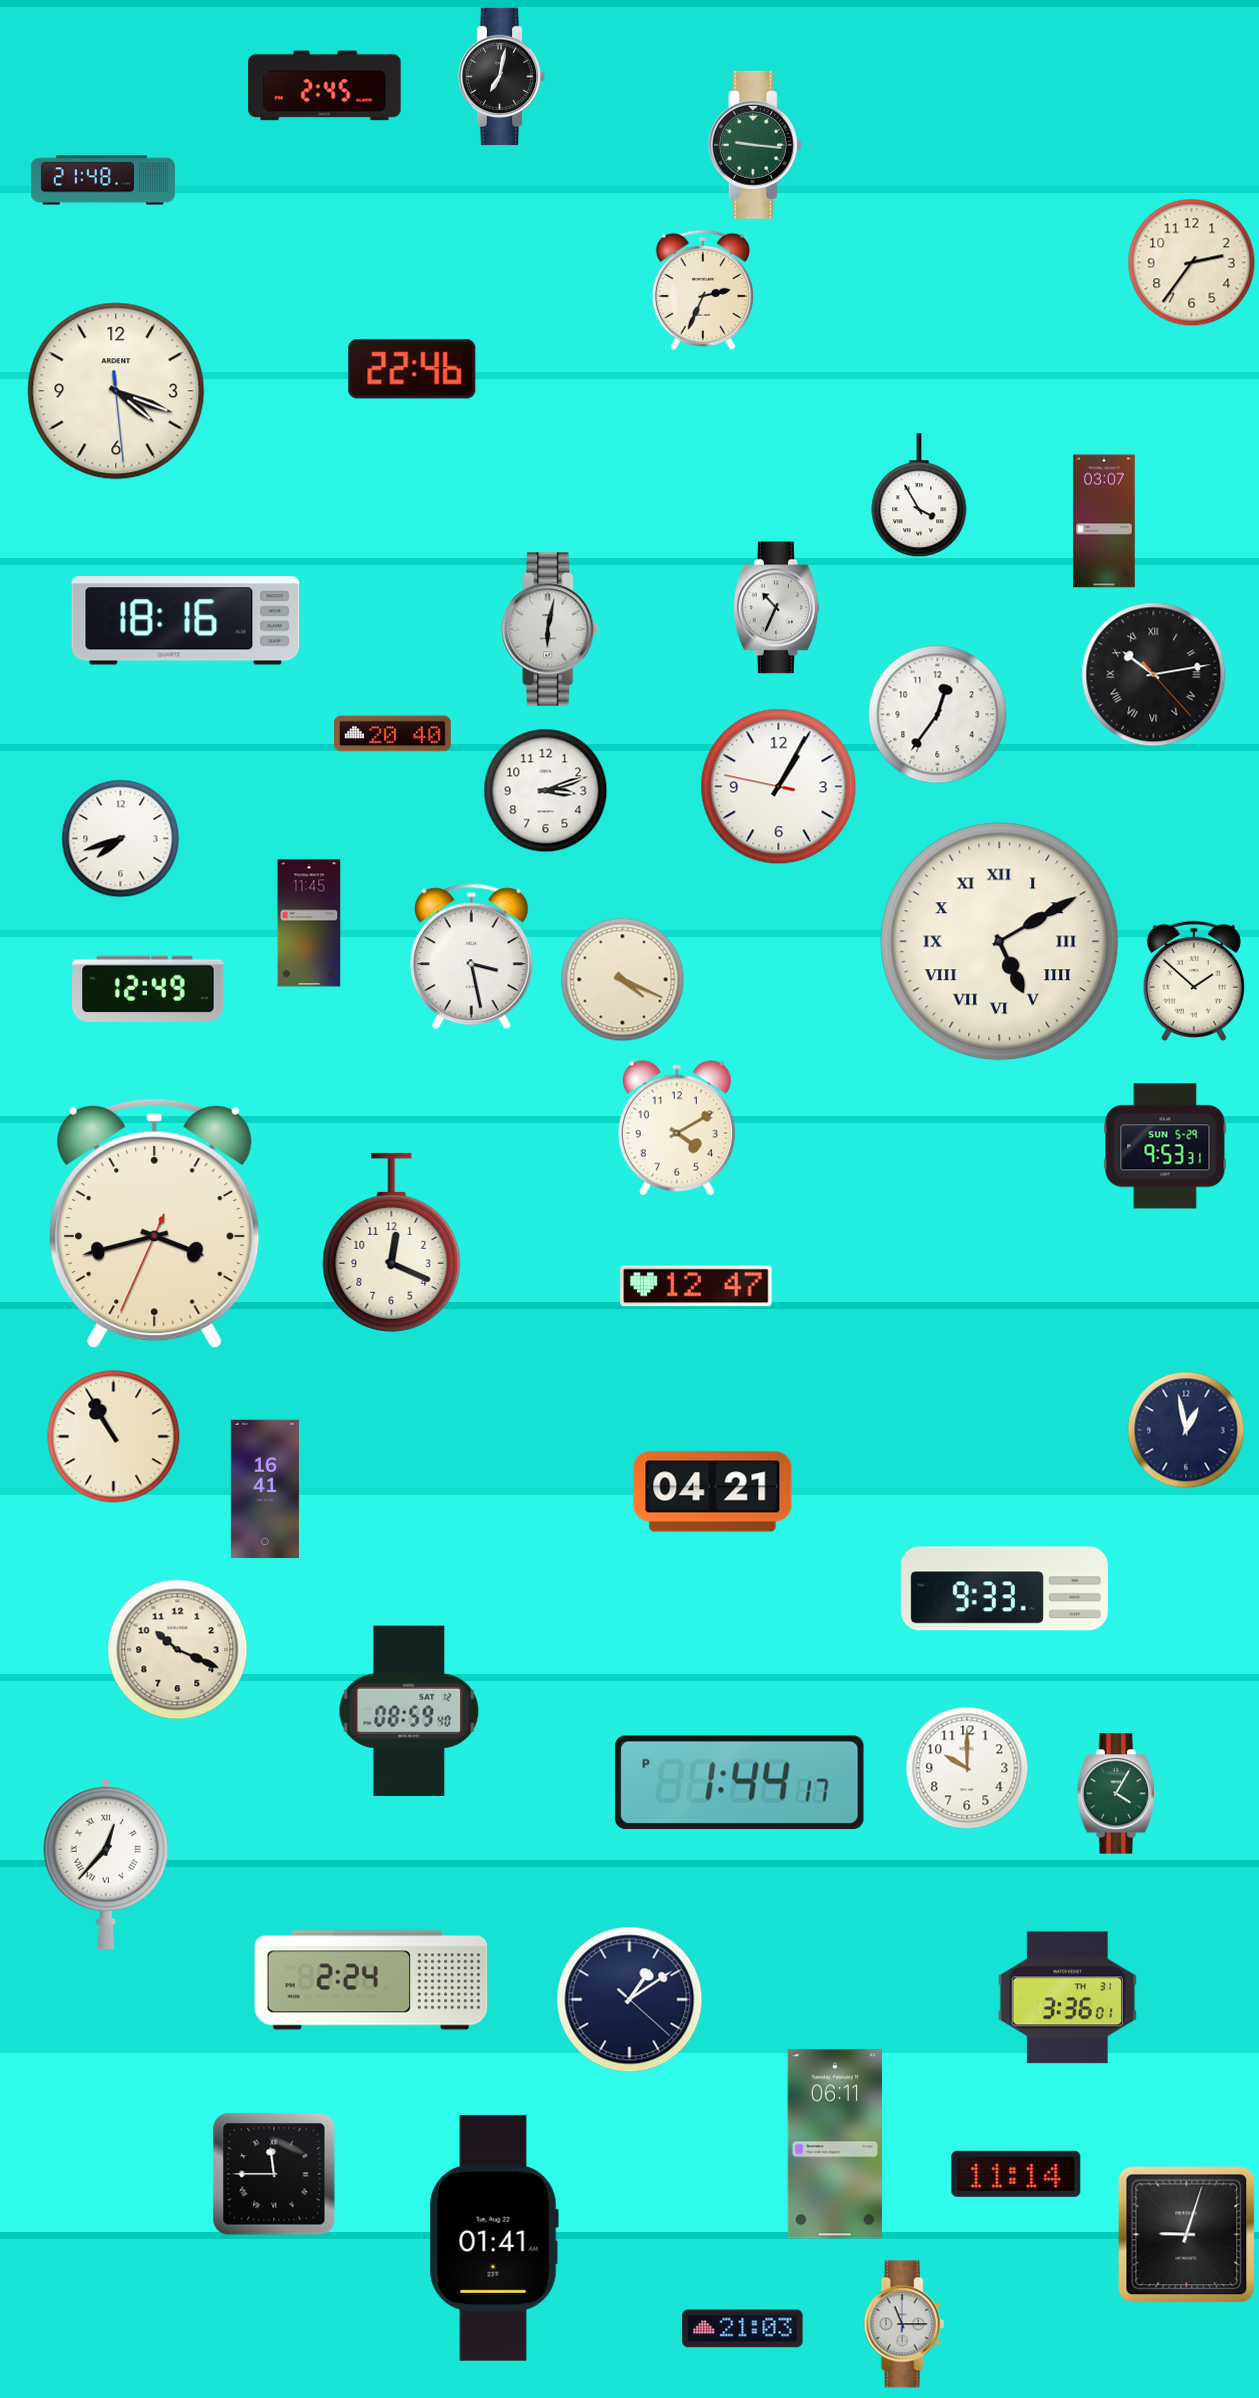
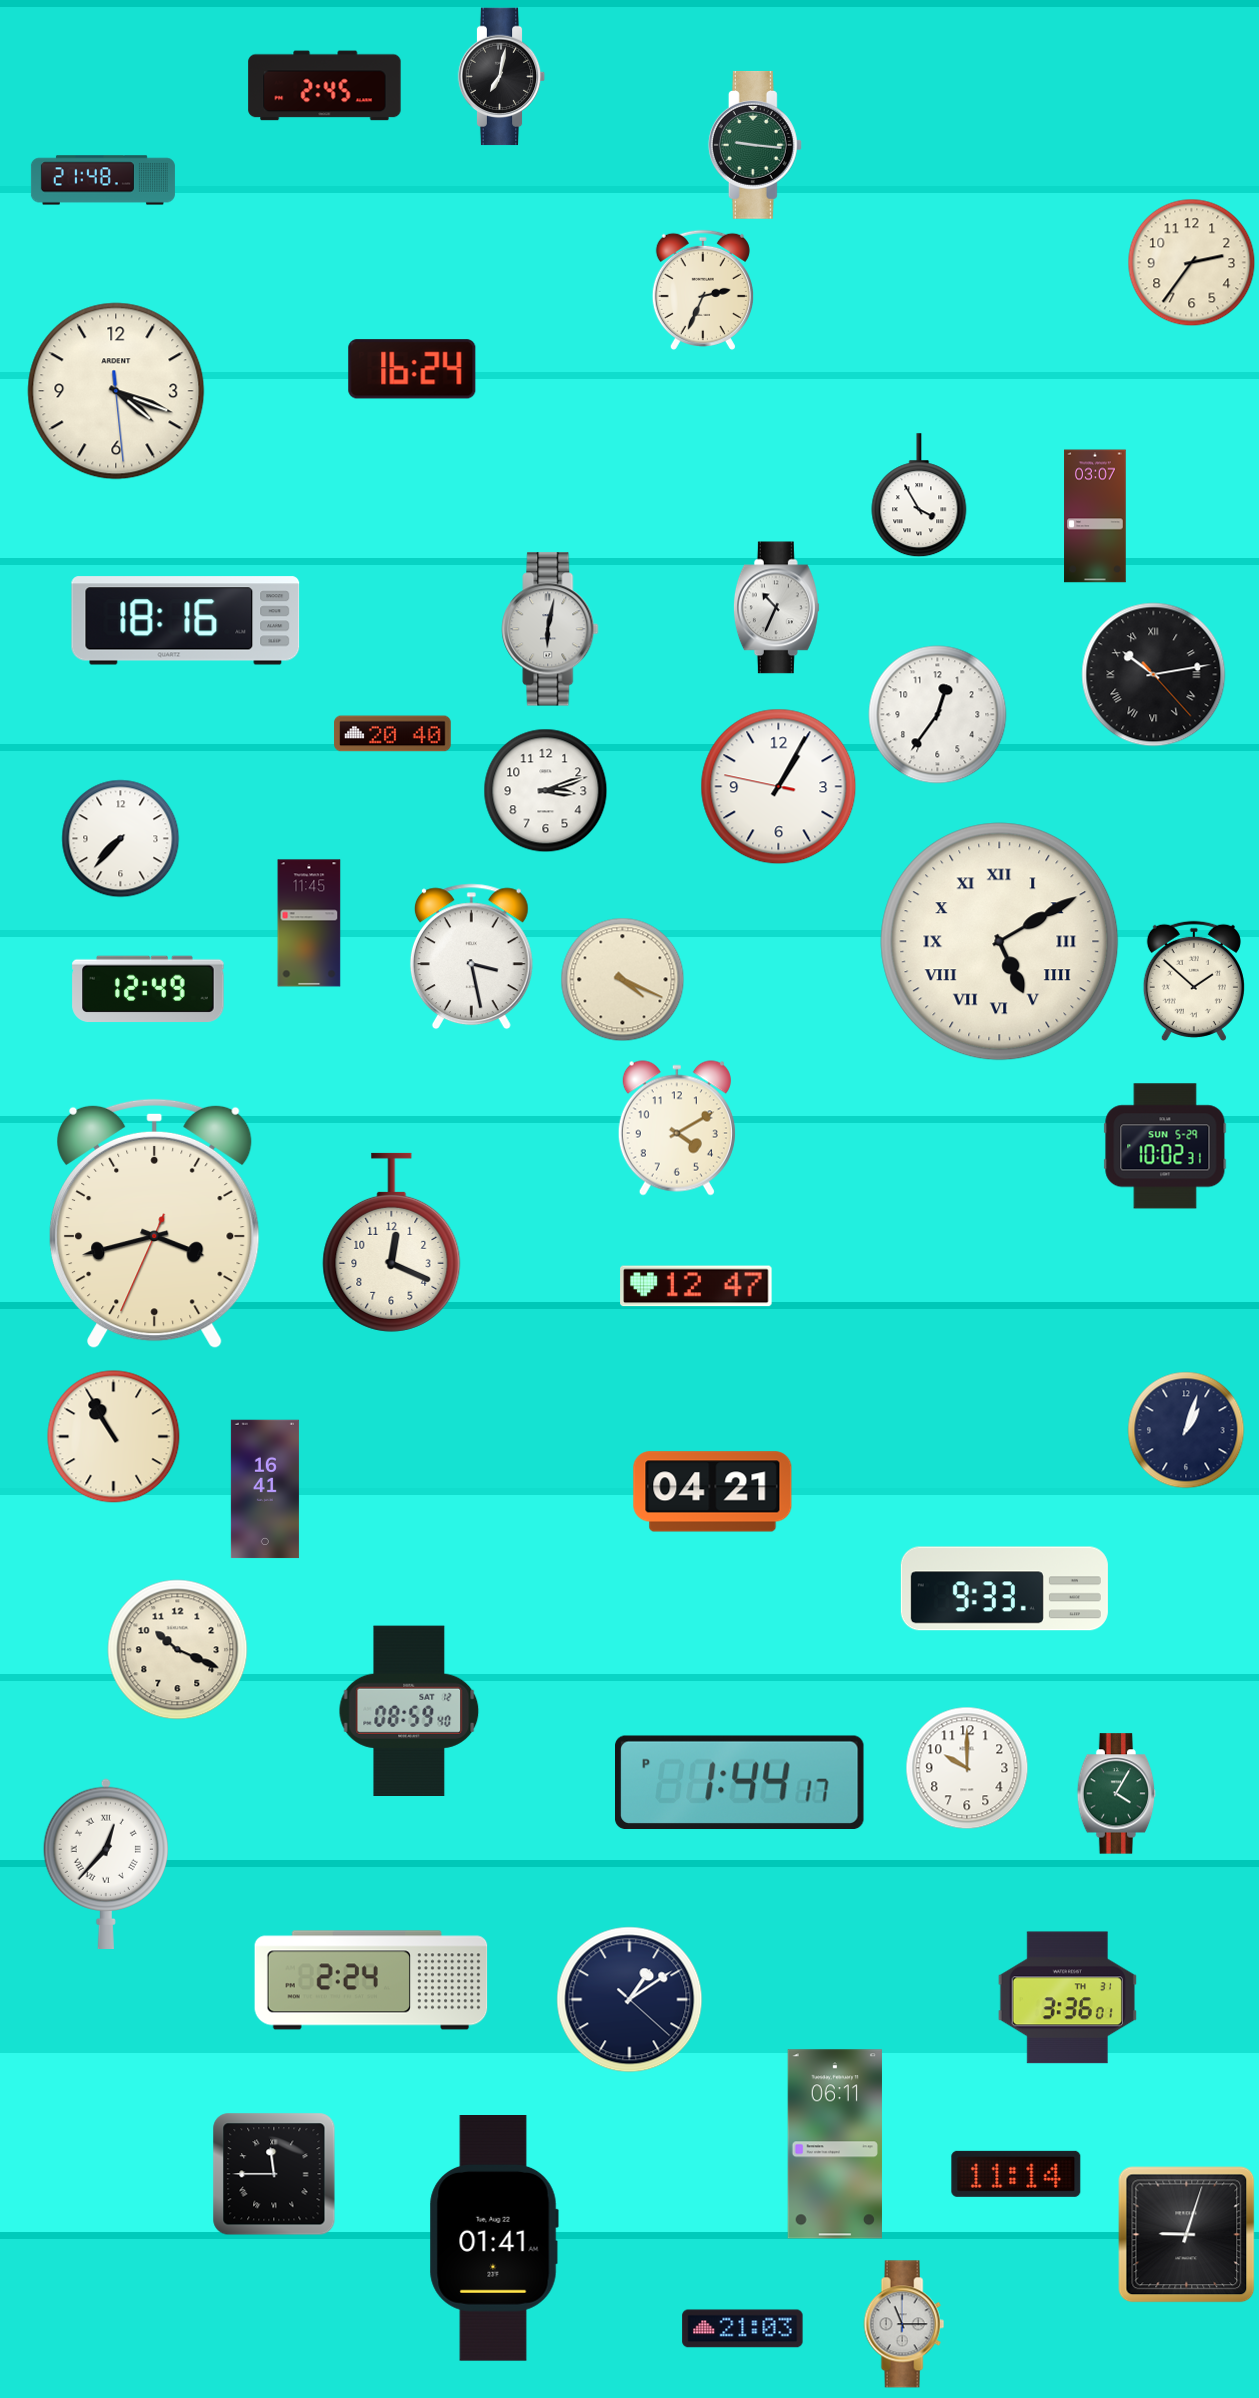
clock at (412, 369): 22:46 -> 16:24
clock at (1104, 521) position: (1104, 521) -> (1095, 516)
clock at (121, 839): 7:42 -> 7:37
clock at (1165, 1146): 9:53 -> 10:02
clock at (1186, 1430): 12:58 -> 1:03
